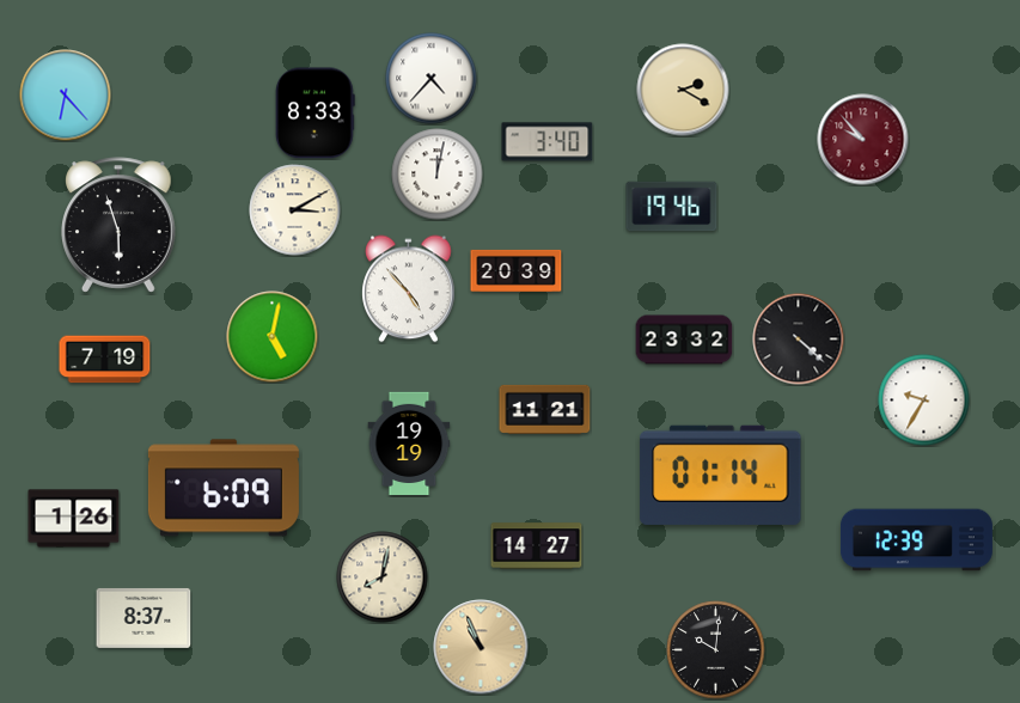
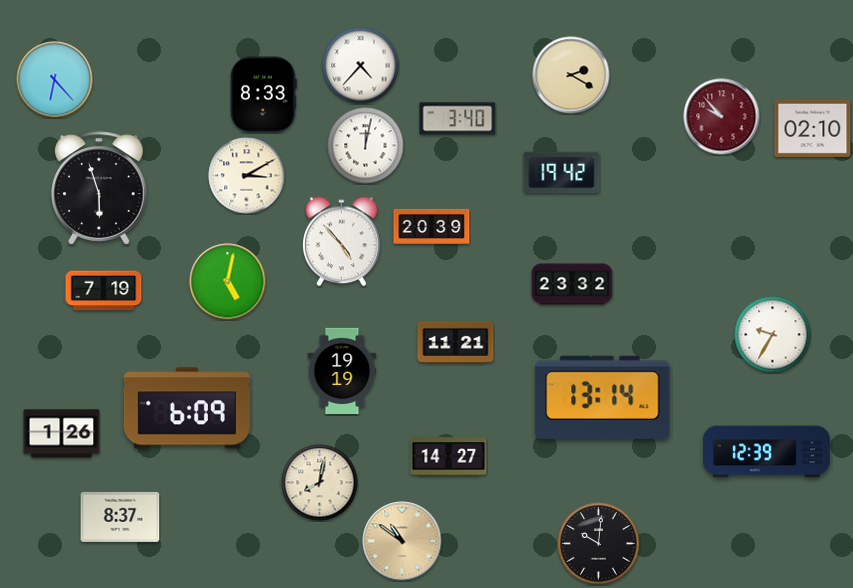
clock at (813, 128): none -> 02:10
clock at (672, 207): 19:46 -> 19:42
clock at (799, 340): 4:22 -> none
clock at (105, 360) position: (105, 360) -> (104, 291)
clock at (721, 475): 01:14 -> 13:14
clock at (481, 647): 10:56 -> 10:51
